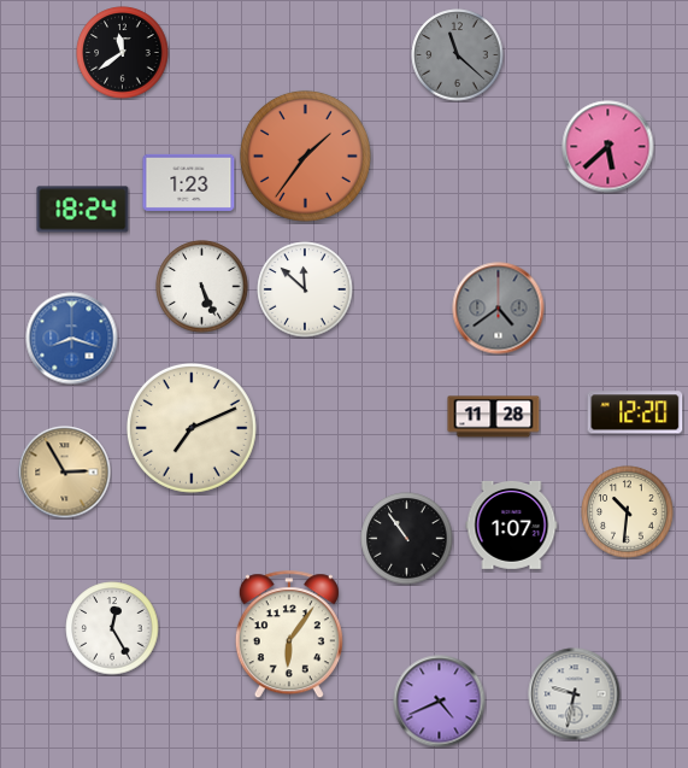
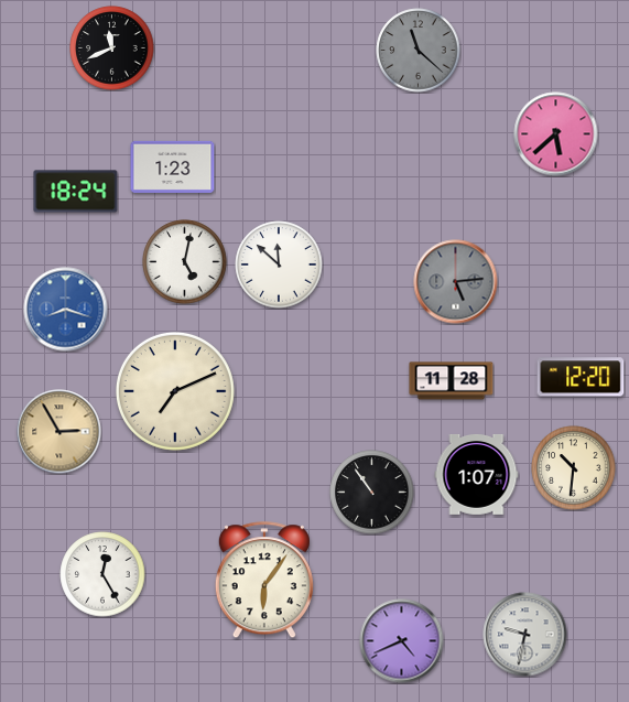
clock at (123, 53): 11:39 -> 11:41
clock at (305, 156): 1:36 -> none
clock at (202, 287): 5:26 -> 5:02
clock at (499, 309): 4:39 -> 5:14
clock at (512, 524) position: (512, 524) -> (477, 474)
